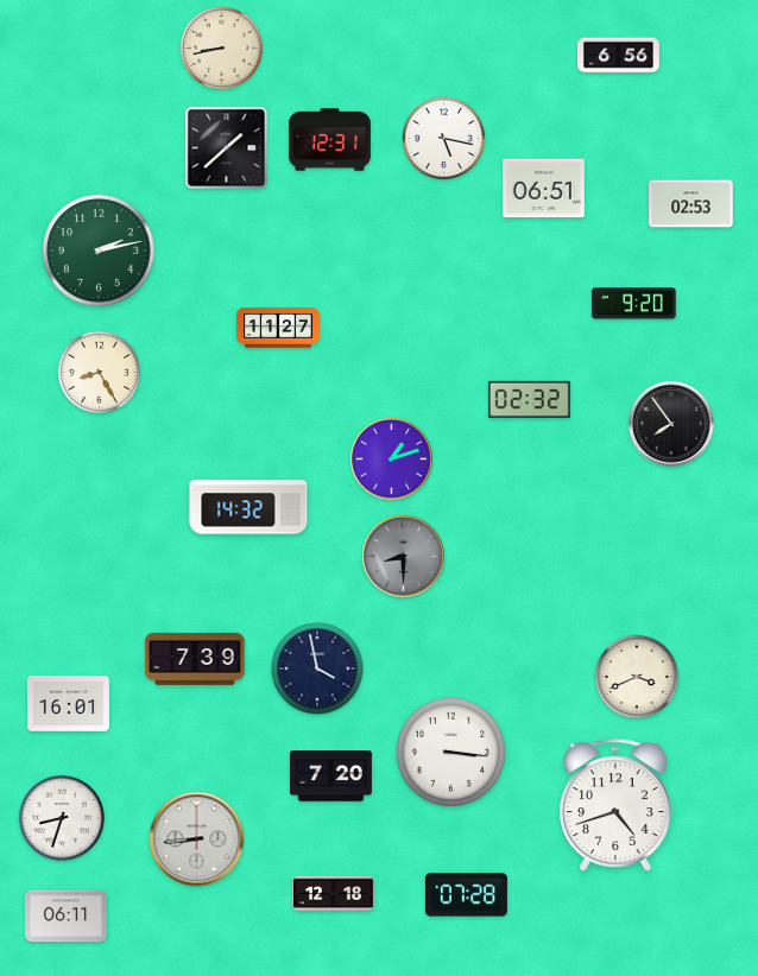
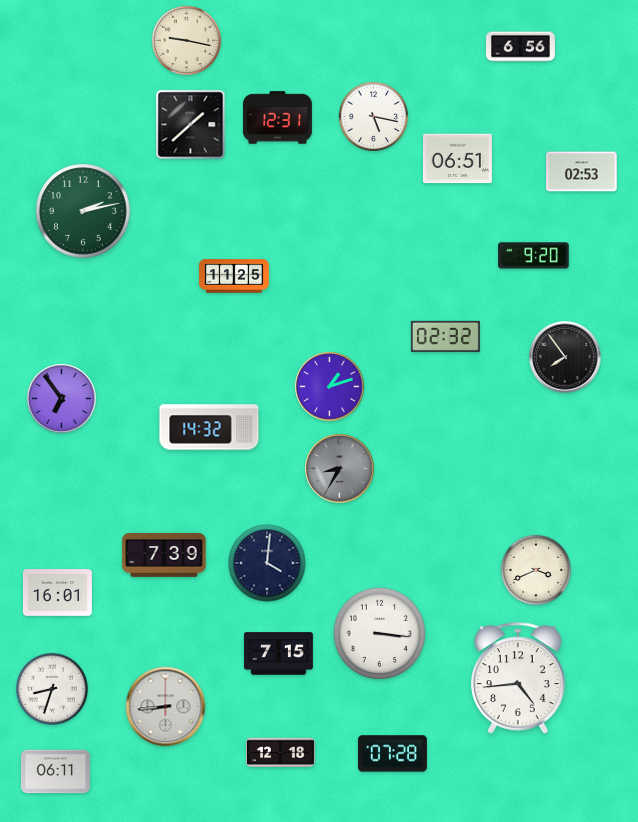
clock at (222, 49): 8:43 -> 9:17
clock at (278, 328): 11:27 -> 11:25
clock at (100, 373): 8:25 -> none
clock at (62, 399): none -> 6:54
clock at (404, 557): 8:30 -> 8:35
clock at (317, 668): 3:58 -> 4:01
clock at (330, 777): 7:20 -> 7:15
clock at (615, 805): 4:42 -> 4:44
